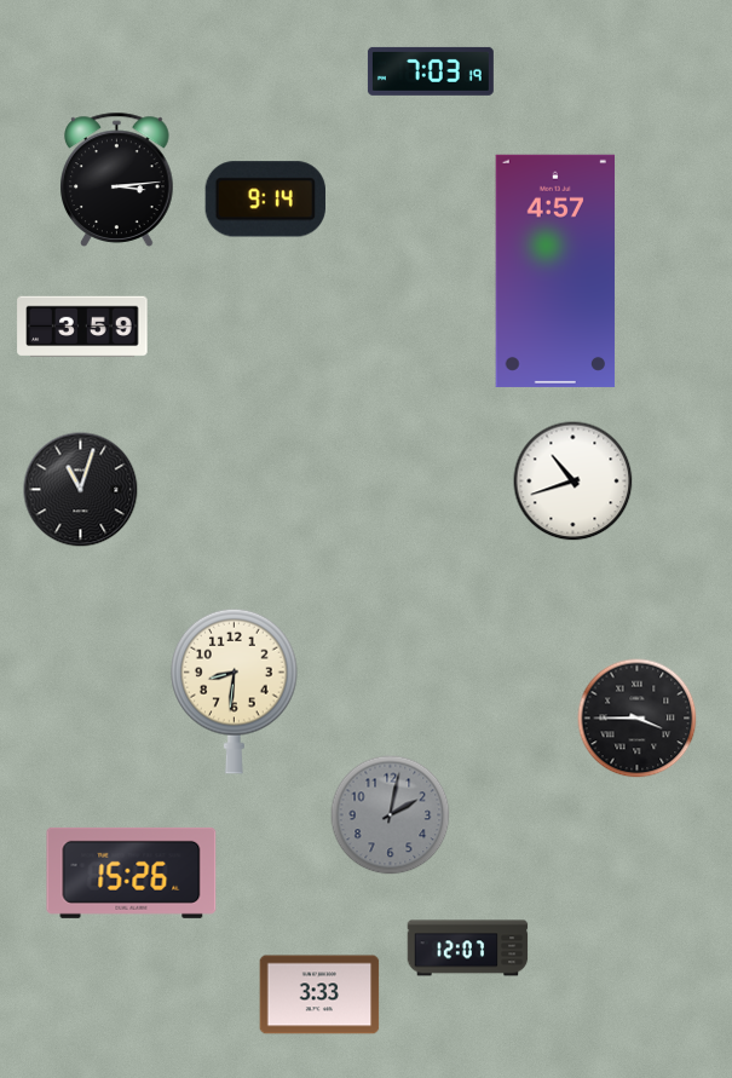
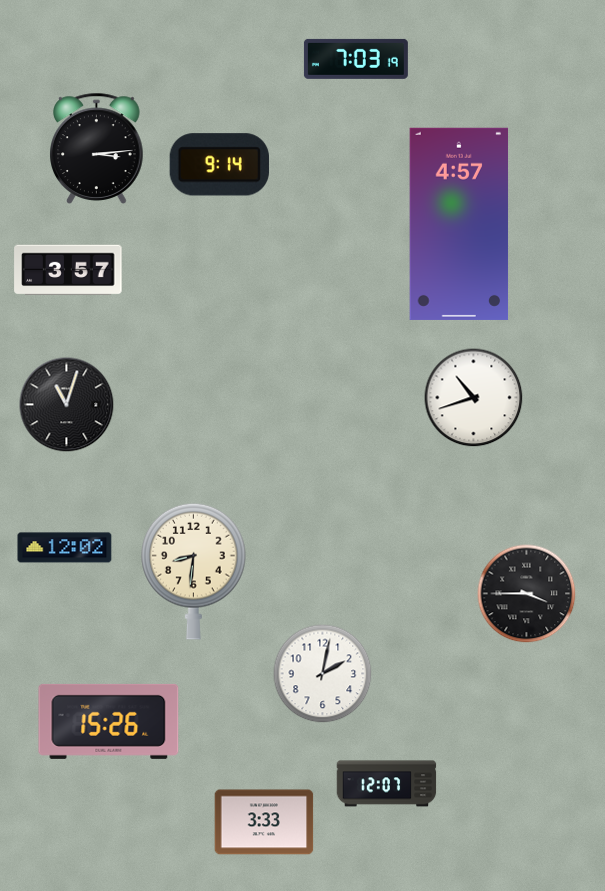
clock at (82, 327): 3:59 -> 3:57
clock at (65, 548): none -> 12:02
clock at (391, 815) dial: grey -> white
